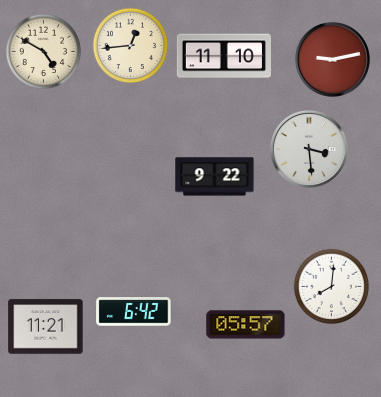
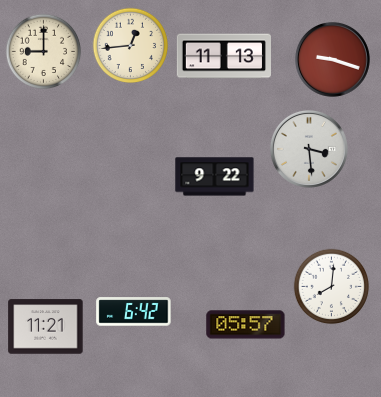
clock at (44, 52): 4:50 -> 9:00
clock at (224, 56): 11:10 -> 11:13
clock at (332, 59): 9:13 -> 9:18
